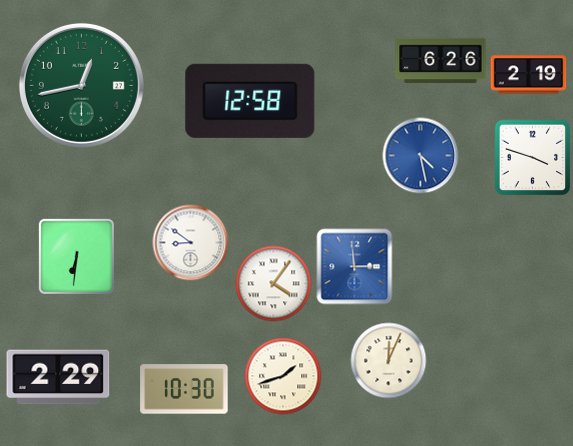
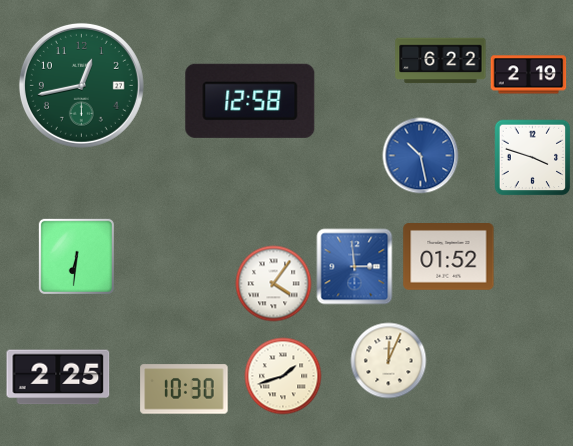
clock at (441, 61): 6:26 -> 6:22
clock at (421, 156): 4:28 -> 10:28
clock at (191, 243): 8:51 -> none
clock at (449, 257): none -> 01:52
clock at (58, 377): 2:29 -> 2:25
